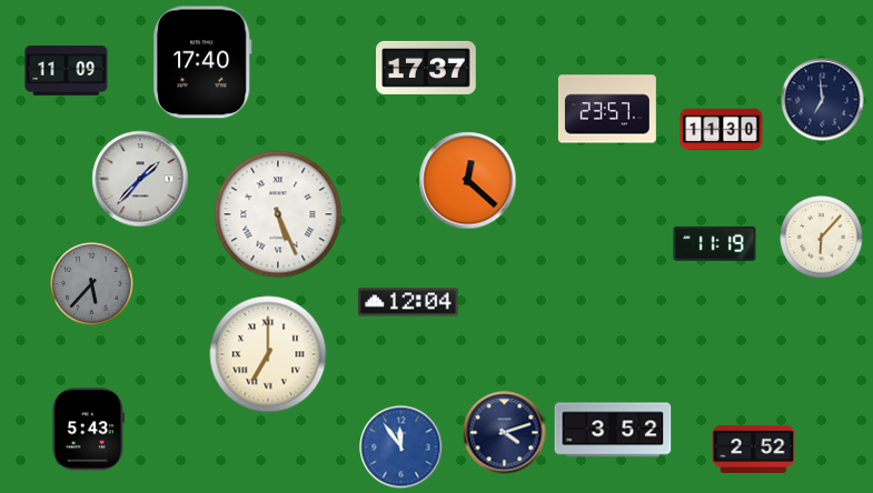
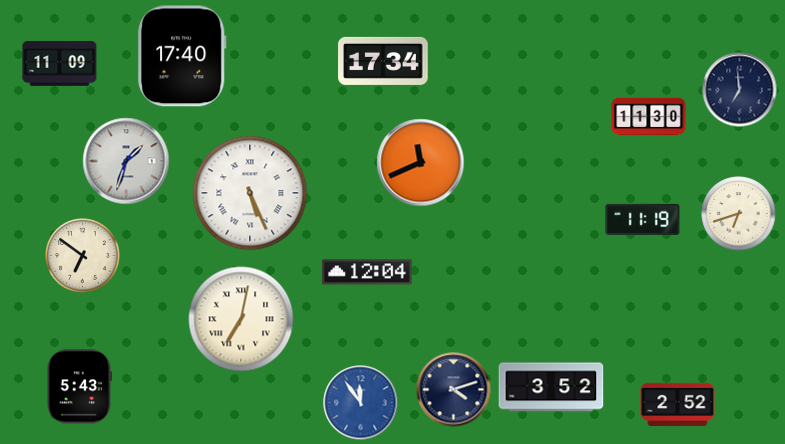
clock at (426, 68): 17:37 -> 17:34
clock at (607, 109): 23:57 -> none
clock at (140, 179): 1:37 -> 1:33
clock at (468, 181): 12:22 -> 11:41
clock at (822, 238): 6:07 -> 6:42
clock at (92, 284): 5:37 -> 6:51
clock at (92, 284) dial: grey -> cream
clock at (268, 354): 7:00 -> 7:02
